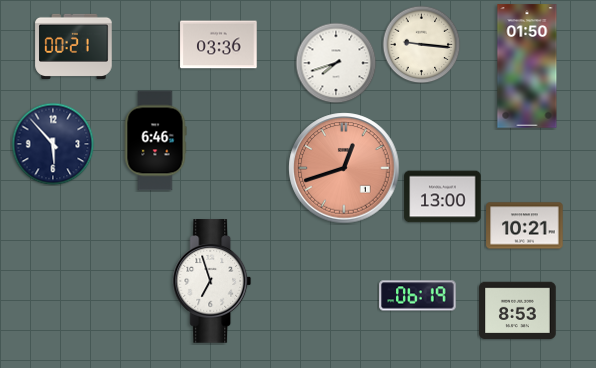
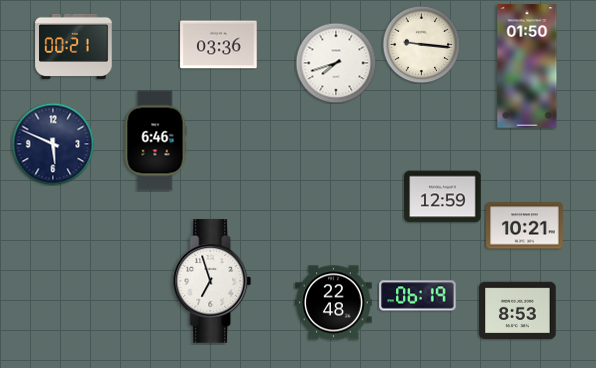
clock at (53, 144): 5:53 -> 5:49
clock at (344, 168): 12:42 -> none
clock at (443, 197): 13:00 -> 12:59
clock at (334, 303): none -> 22:48
